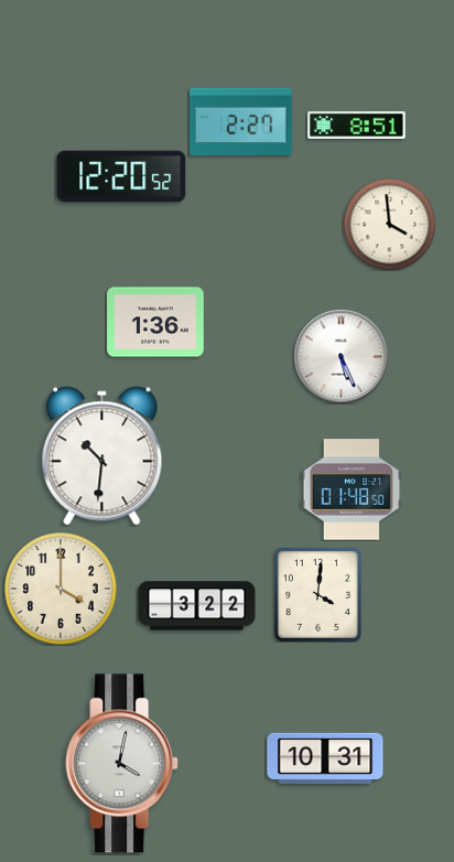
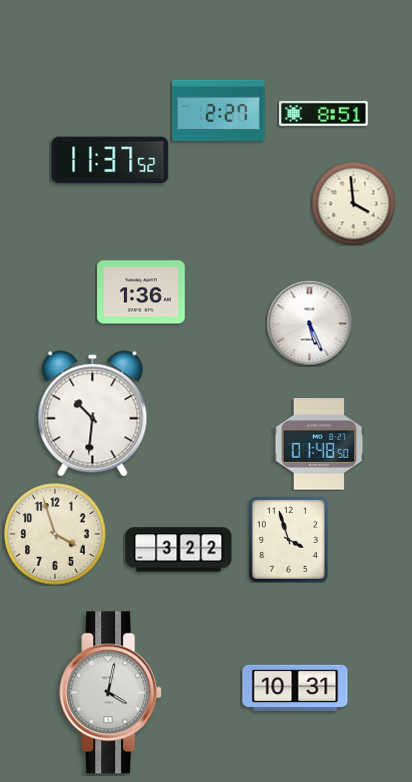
clock at (121, 176): 12:20 -> 11:37
clock at (61, 589): 4:00 -> 3:57
clock at (317, 594): 4:01 -> 3:57
